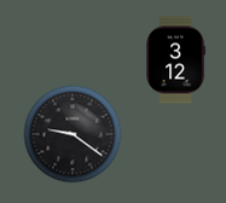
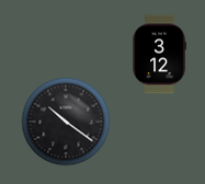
clock at (73, 134): 9:21 -> 10:21
